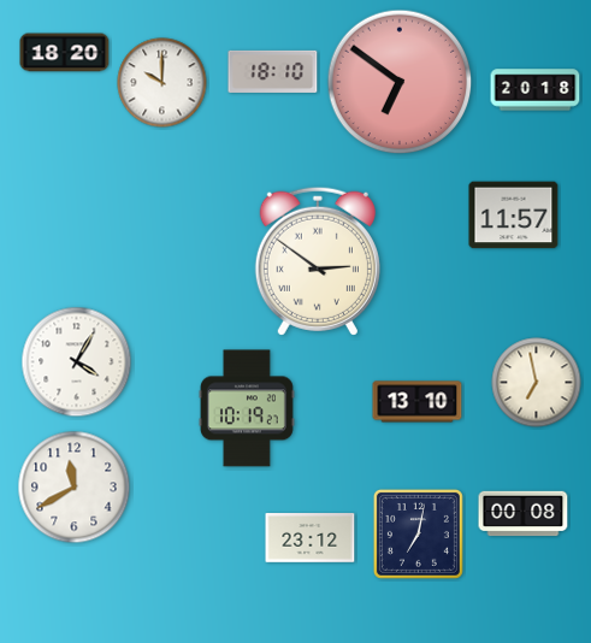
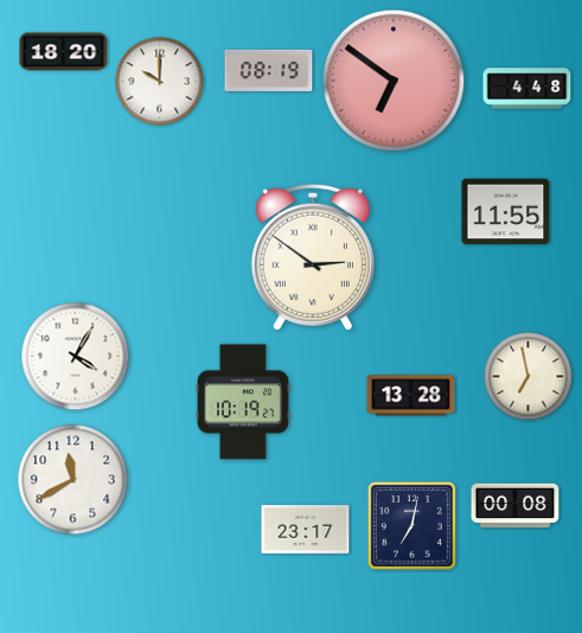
clock at (273, 71): 18:10 -> 08:19
clock at (536, 90): 20:18 -> 4:48
clock at (514, 216): 11:57 -> 11:55
clock at (418, 402): 13:10 -> 13:28
clock at (311, 538): 23:12 -> 23:17
